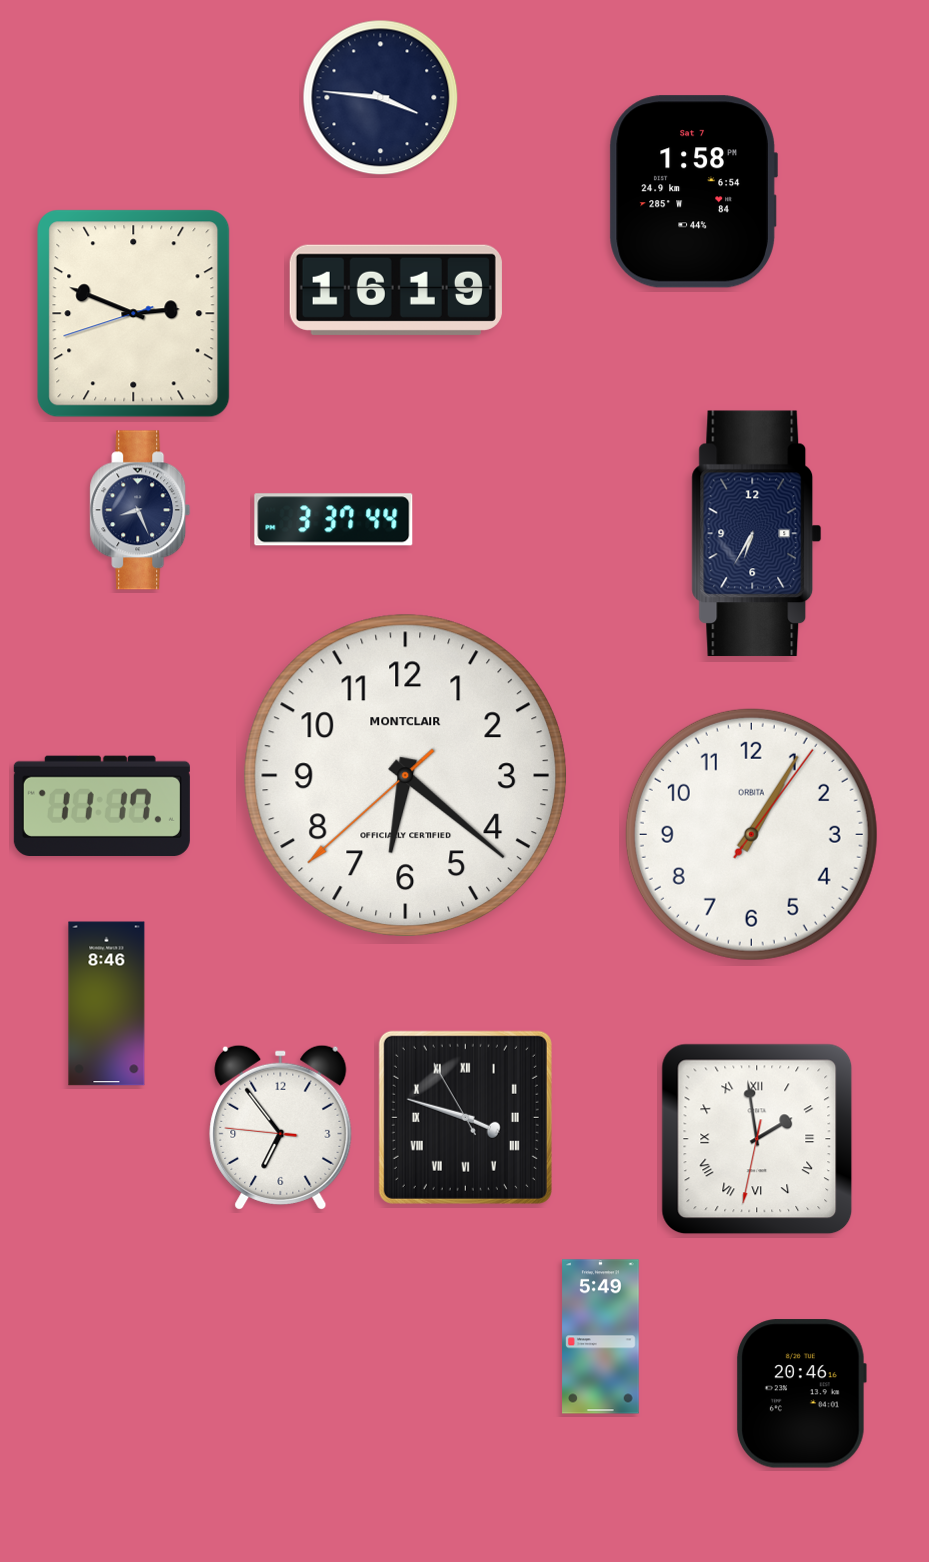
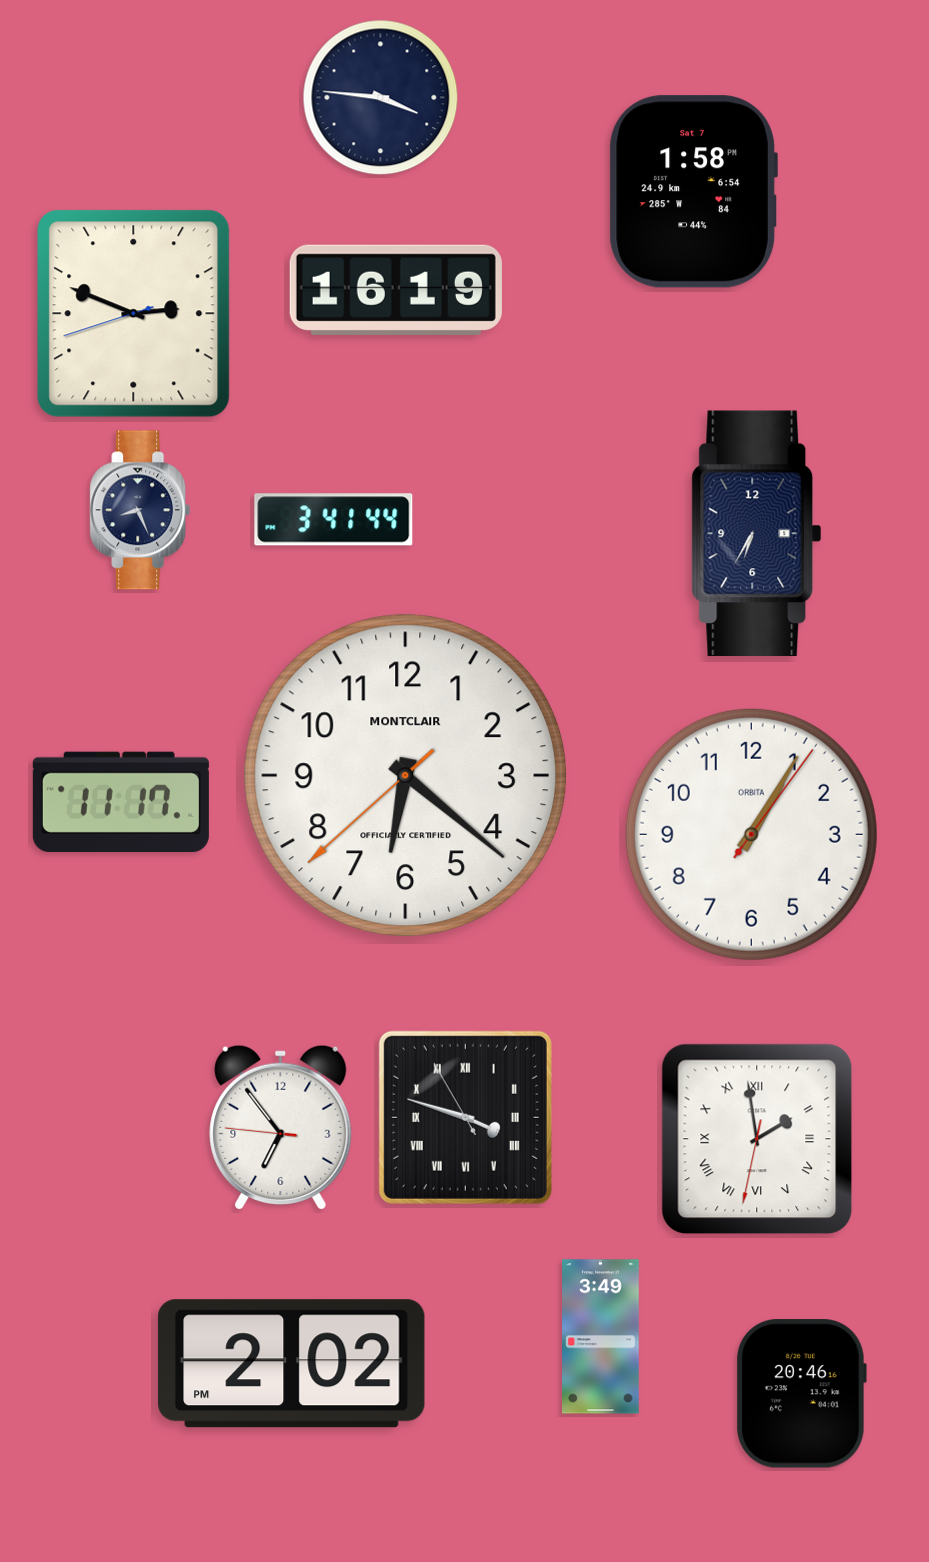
clock at (334, 520): 3:37 -> 3:41
clock at (102, 805) position: (102, 805) -> (121, 801)
clock at (107, 1004): 8:46 -> none
clock at (601, 1337): 5:49 -> 3:49
clock at (291, 1364): none -> 2:02
